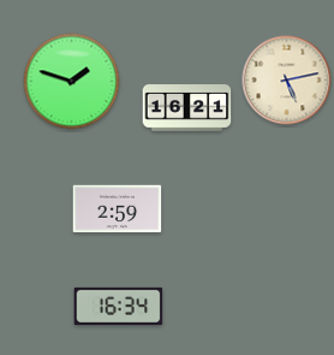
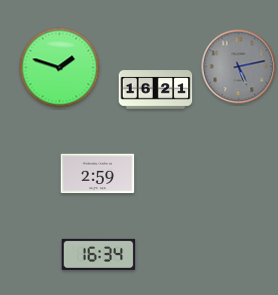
clock at (287, 81) dial: cream -> grey
